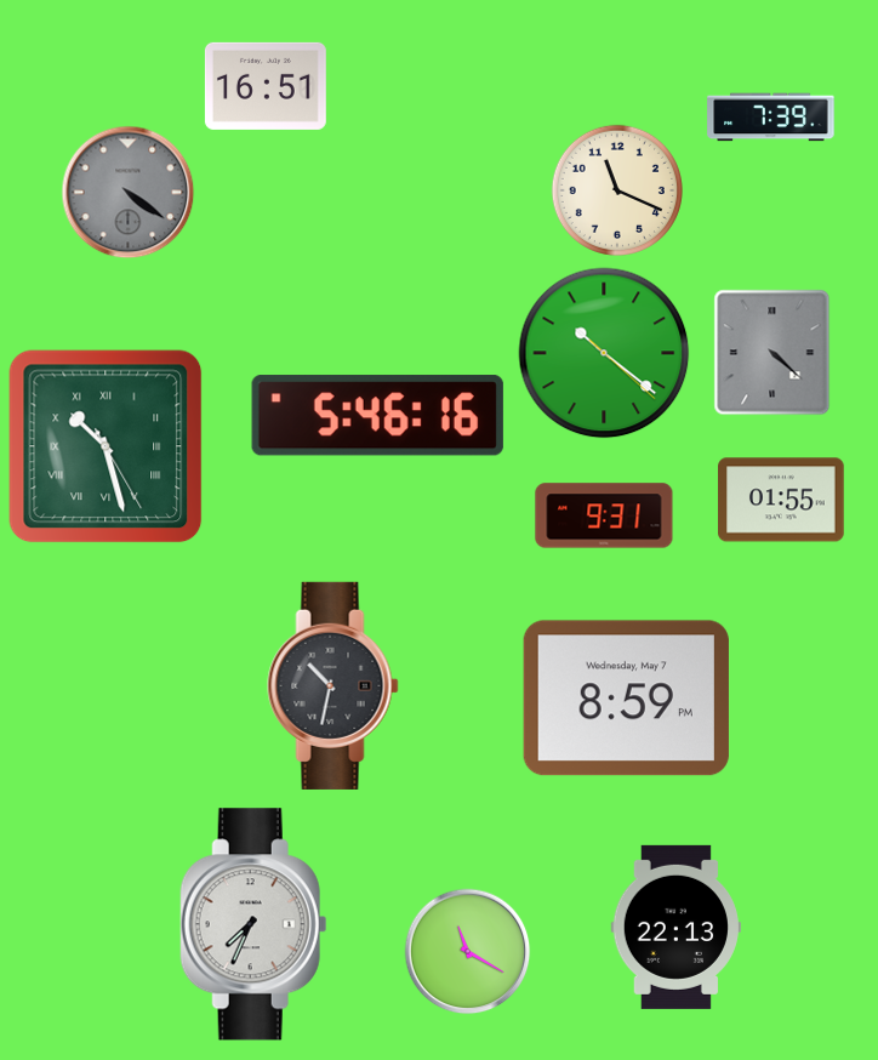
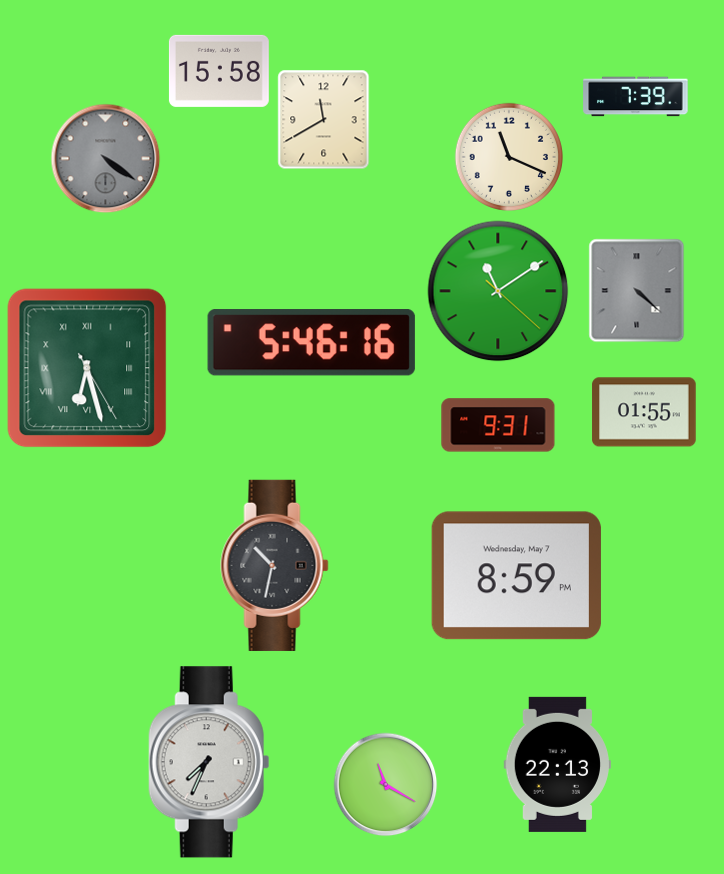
clock at (266, 86): 16:51 -> 15:58
clock at (324, 120): none -> 11:40
clock at (604, 353): 10:21 -> 11:09
clock at (106, 446): 10:27 -> 6:27
